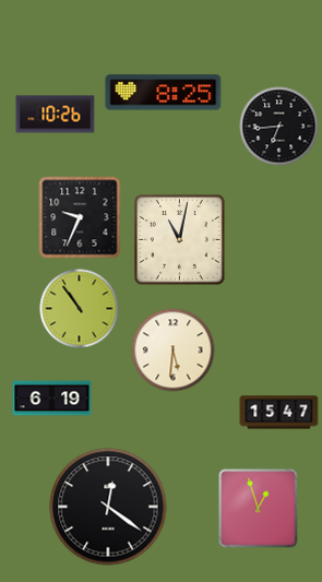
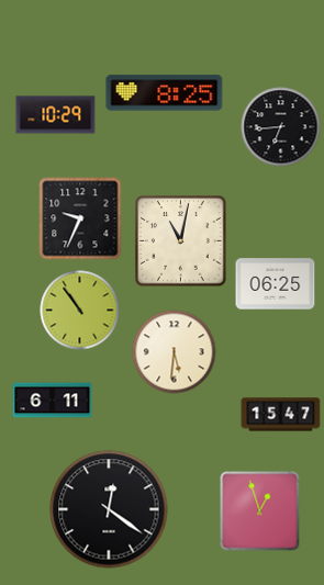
clock at (56, 115): 10:26 -> 10:29
clock at (276, 284): none -> 06:25
clock at (52, 399): 6:19 -> 6:11
